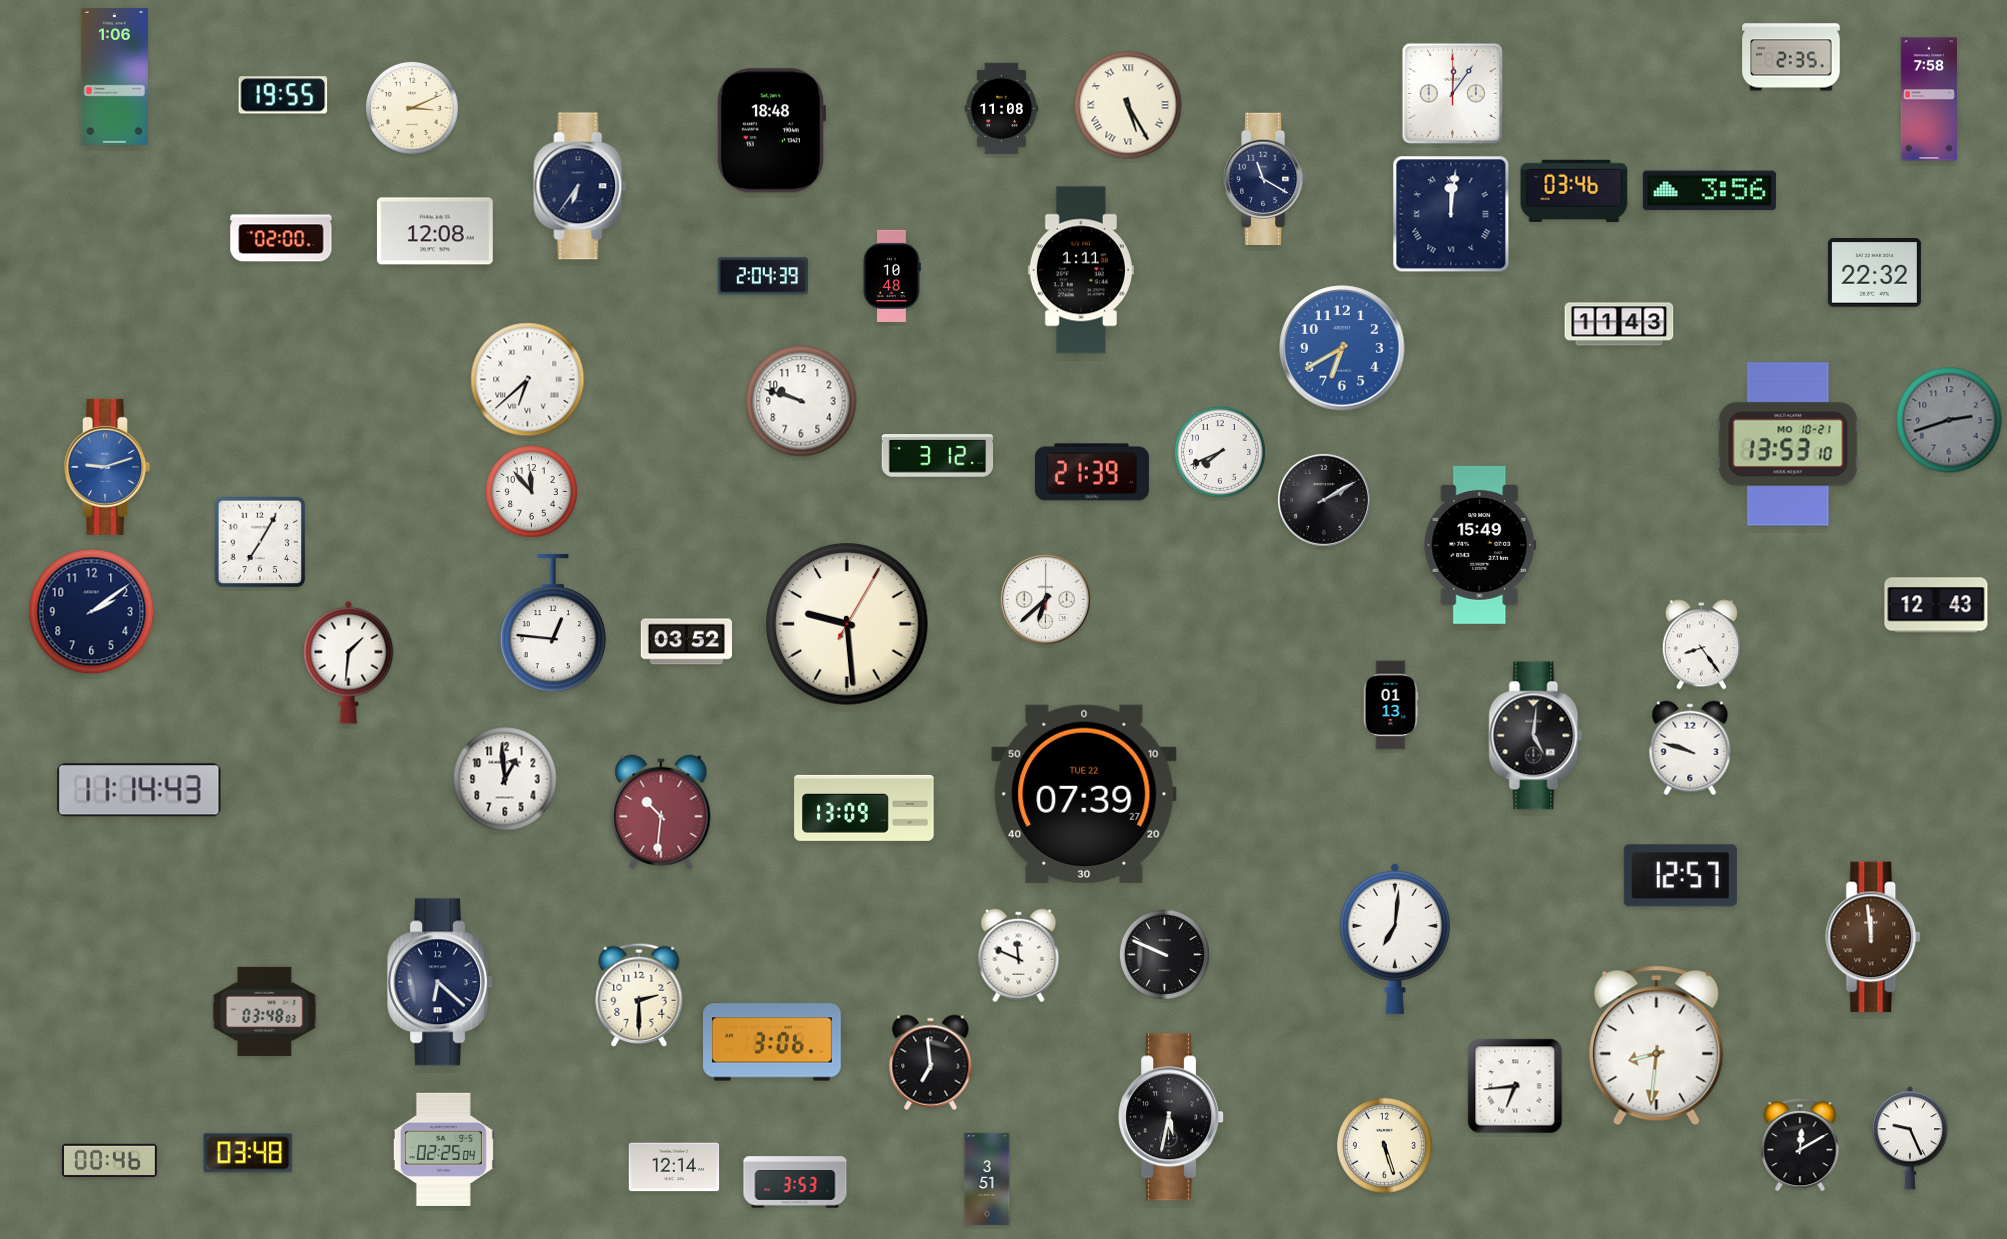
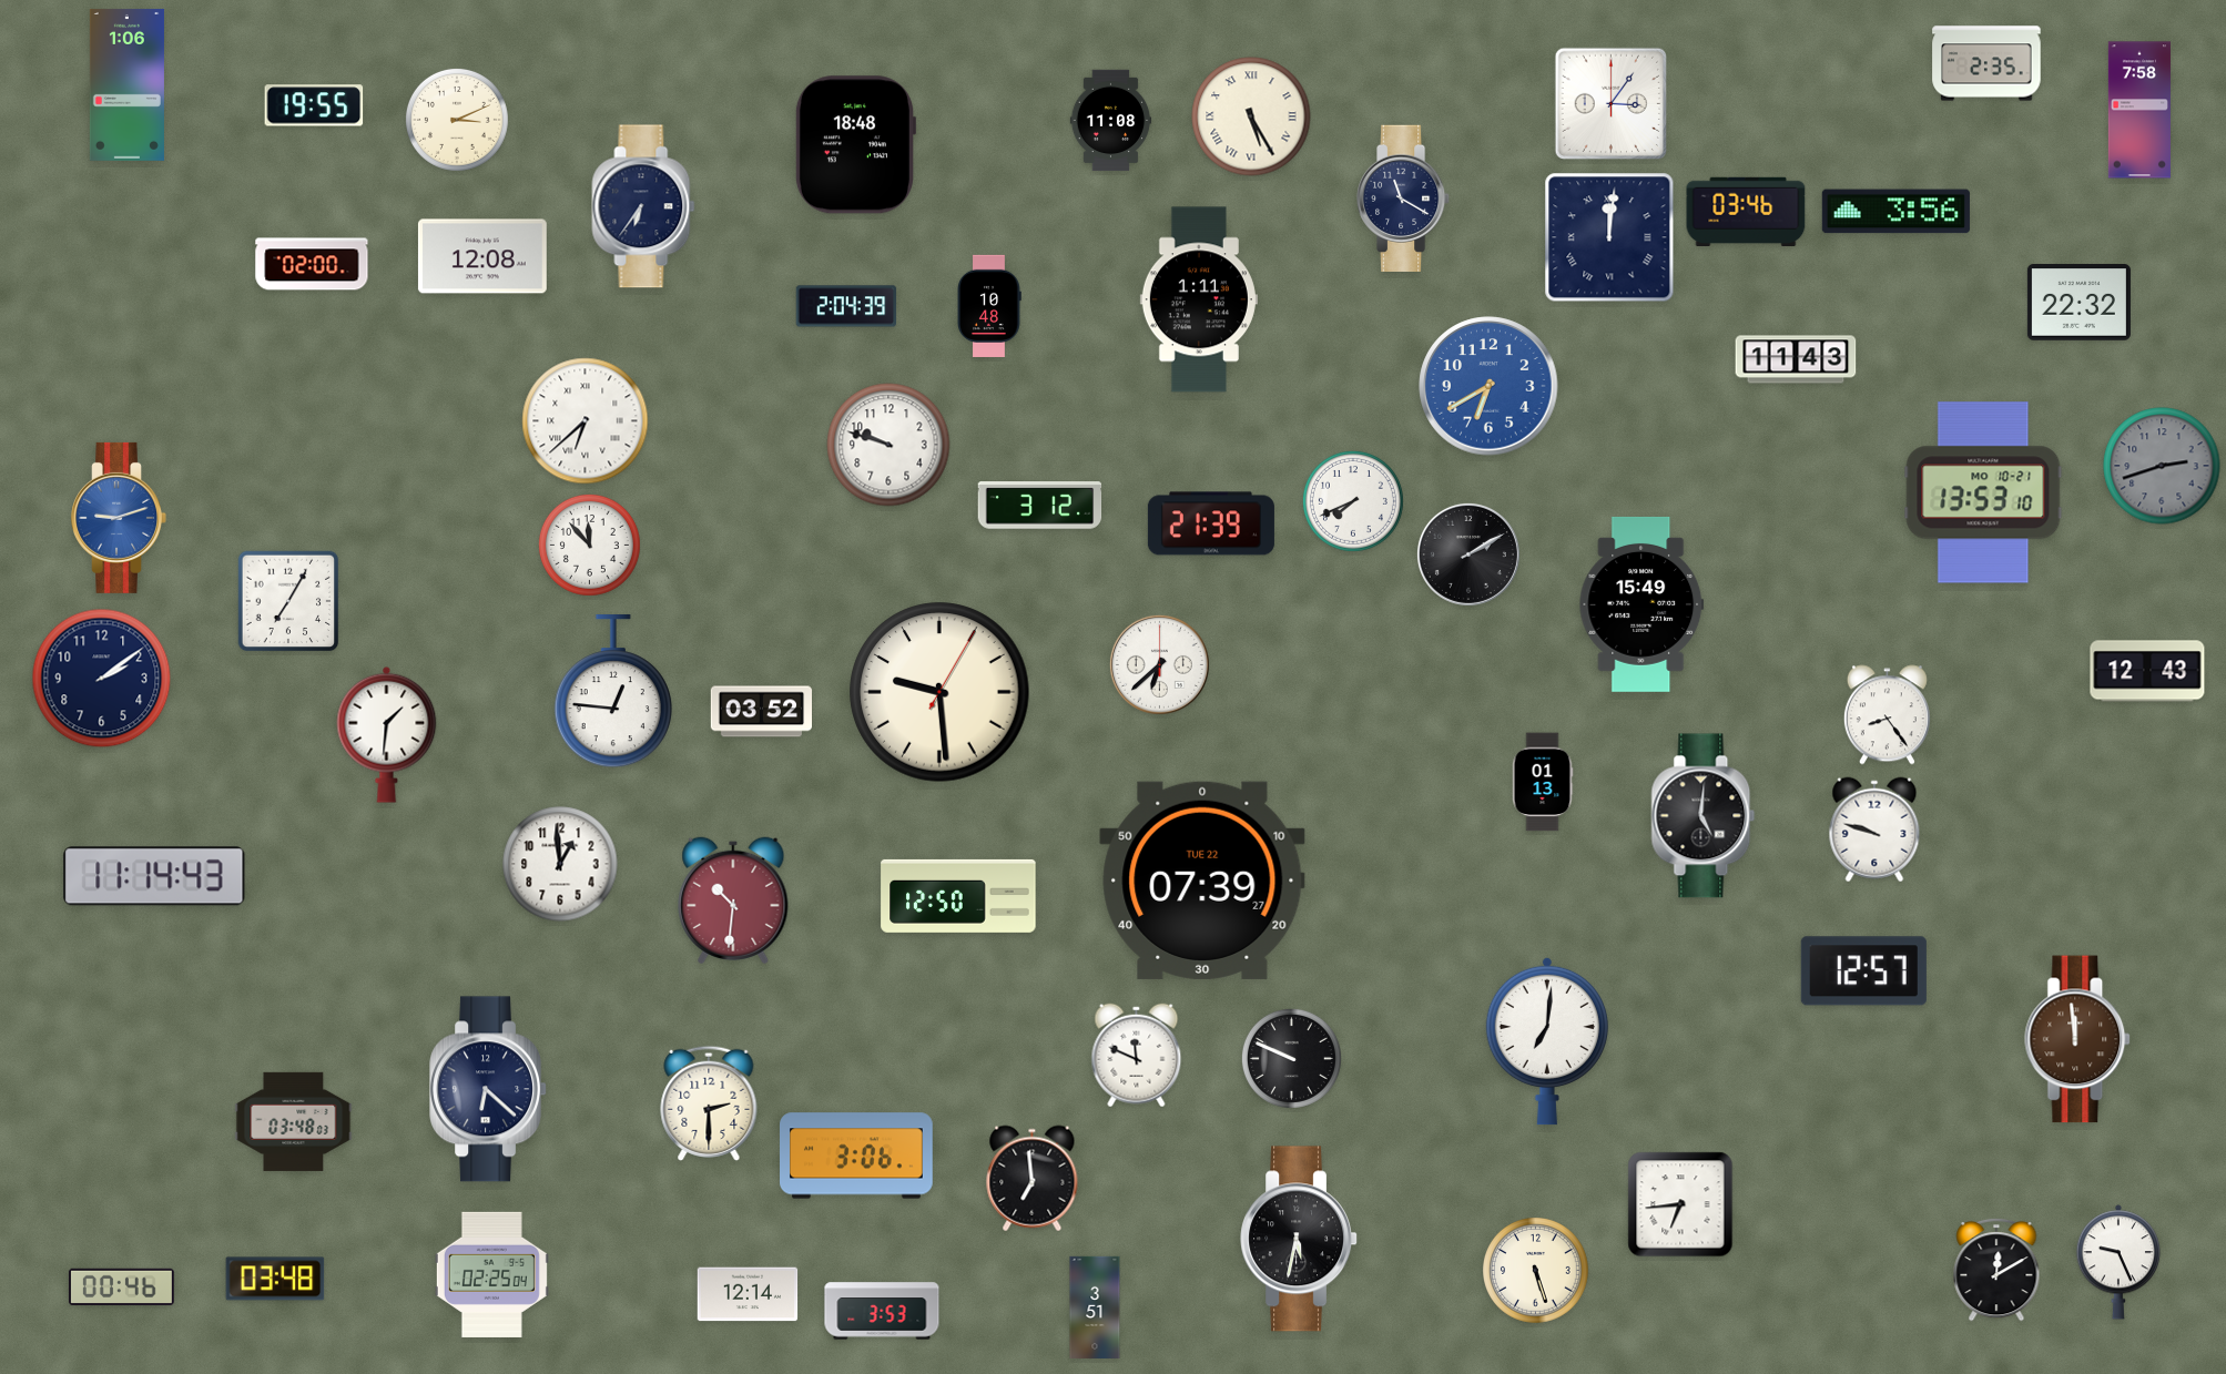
clock at (1452, 93): 12:06 -> 3:06
clock at (864, 808): 13:09 -> 12:50
clock at (1019, 956) position: (1019, 956) -> (1137, 1056)
clock at (1657, 1046): 8:31 -> none
